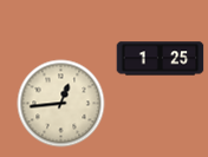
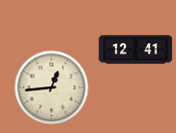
clock at (161, 59): 1:25 -> 12:41
